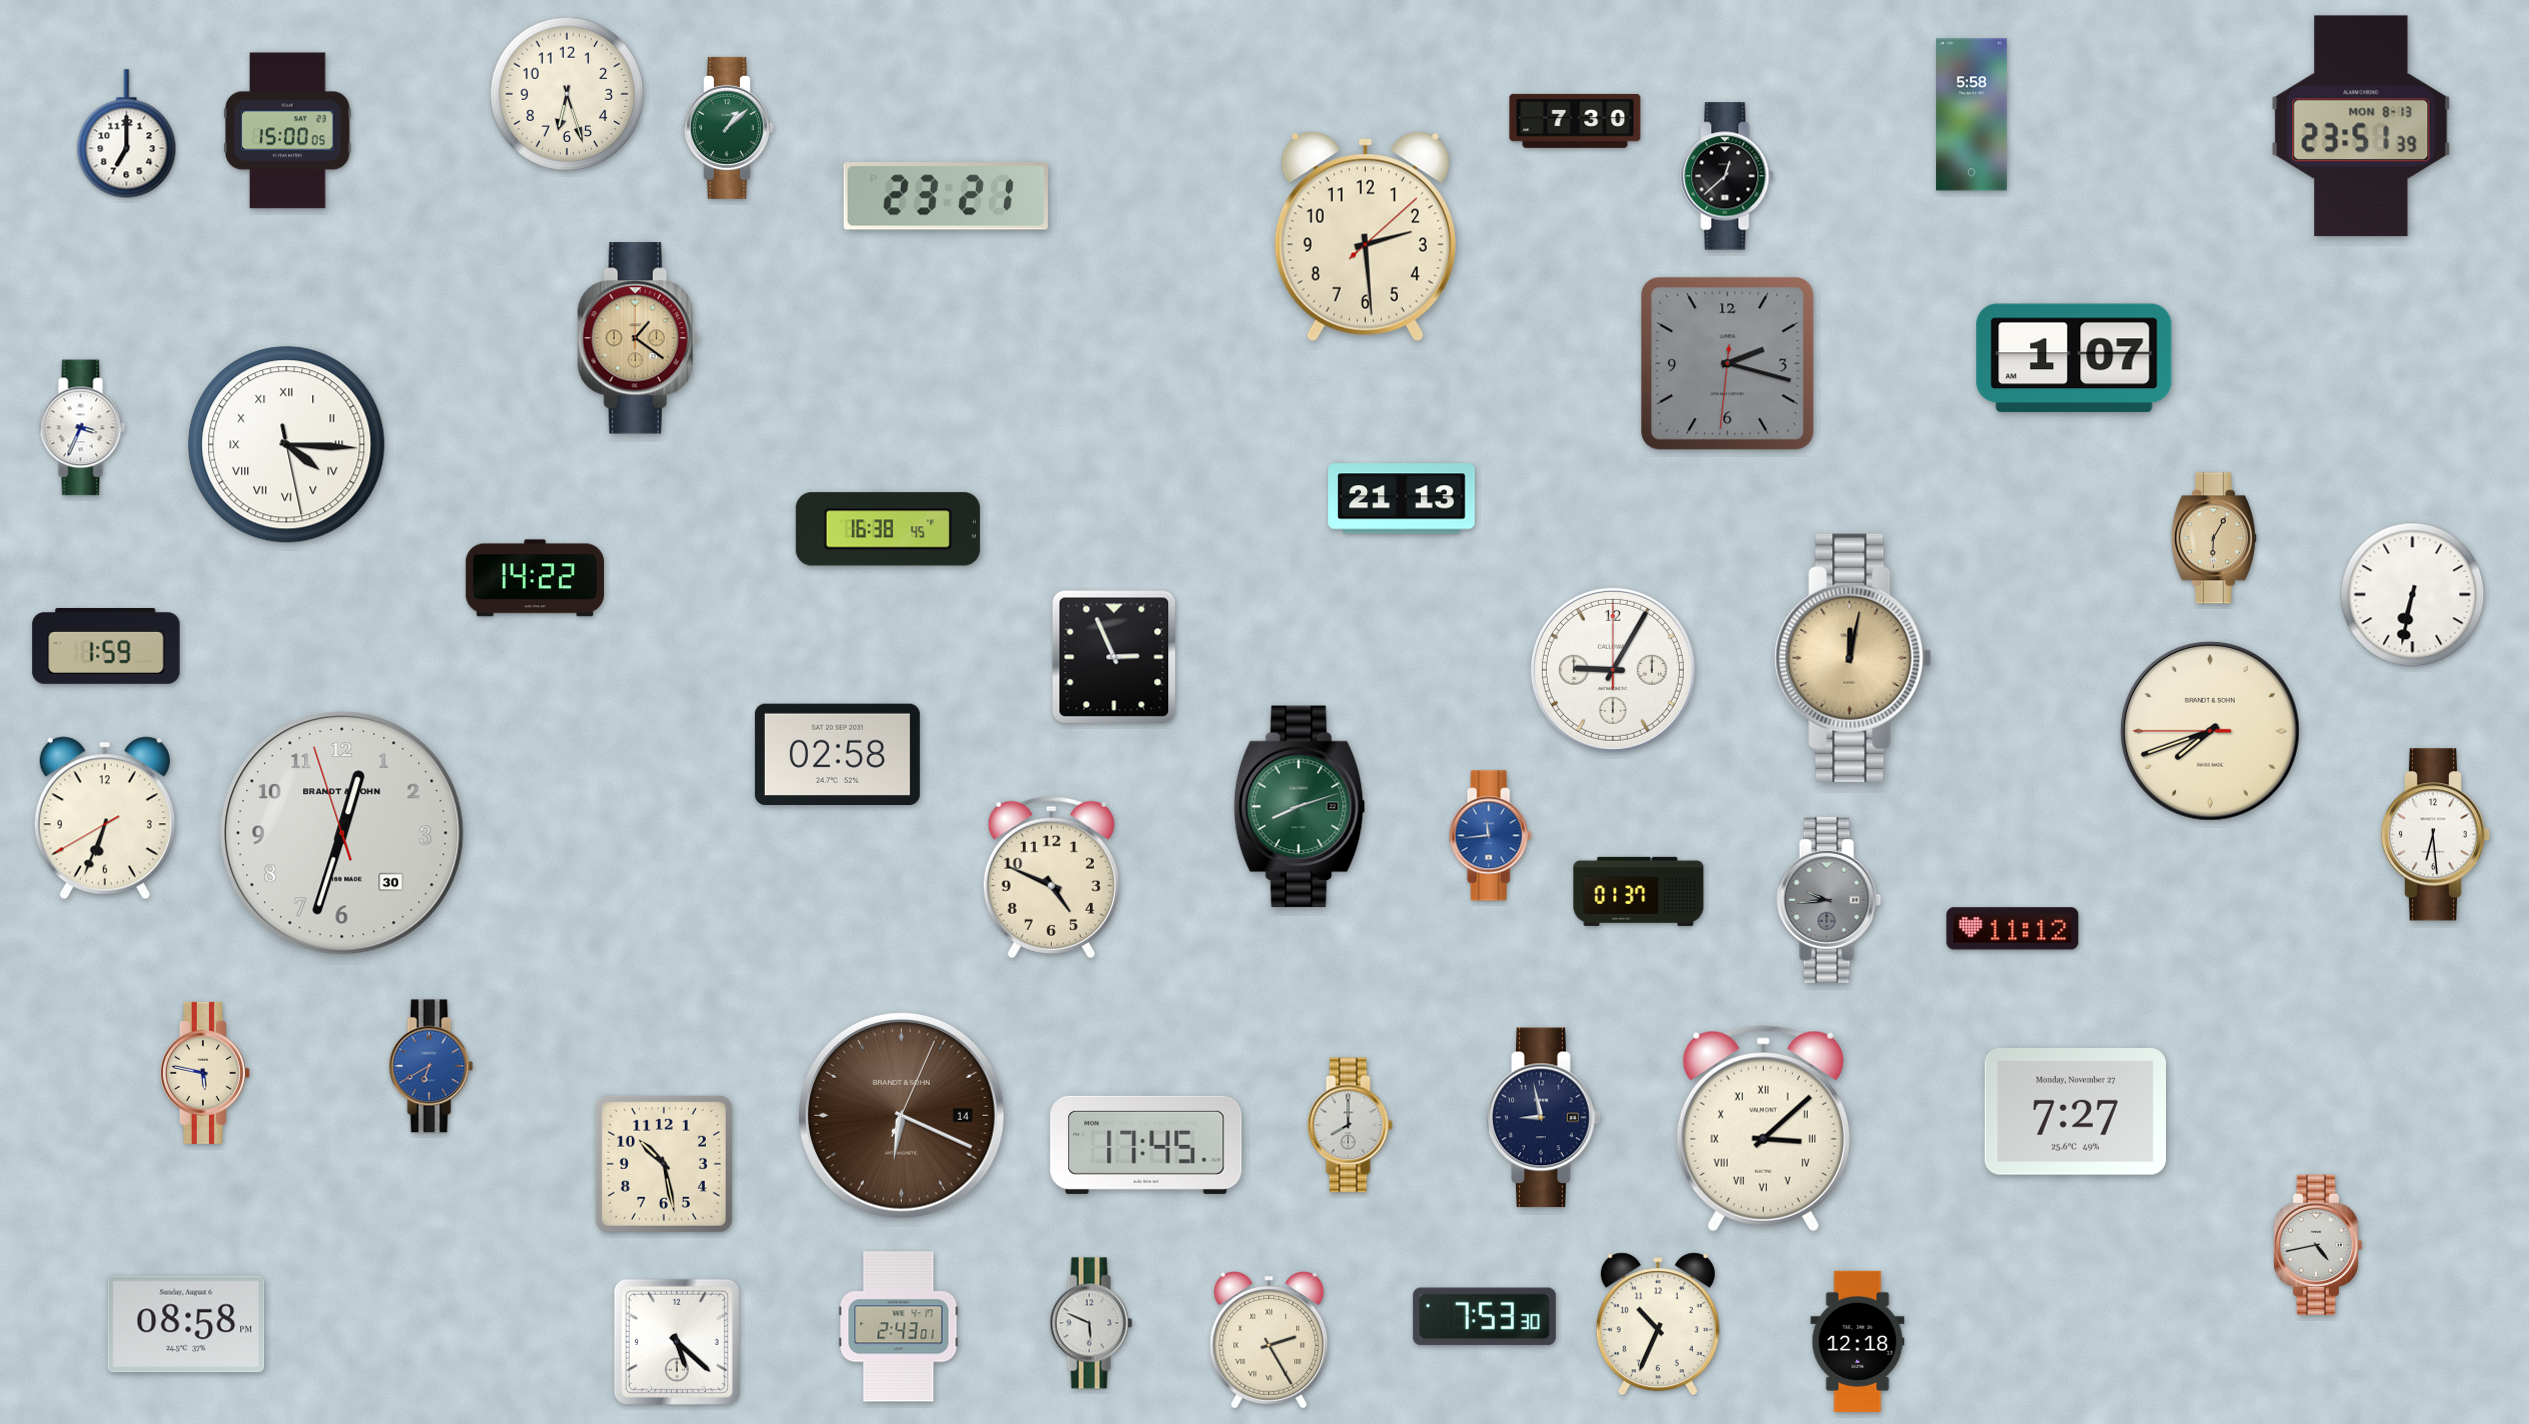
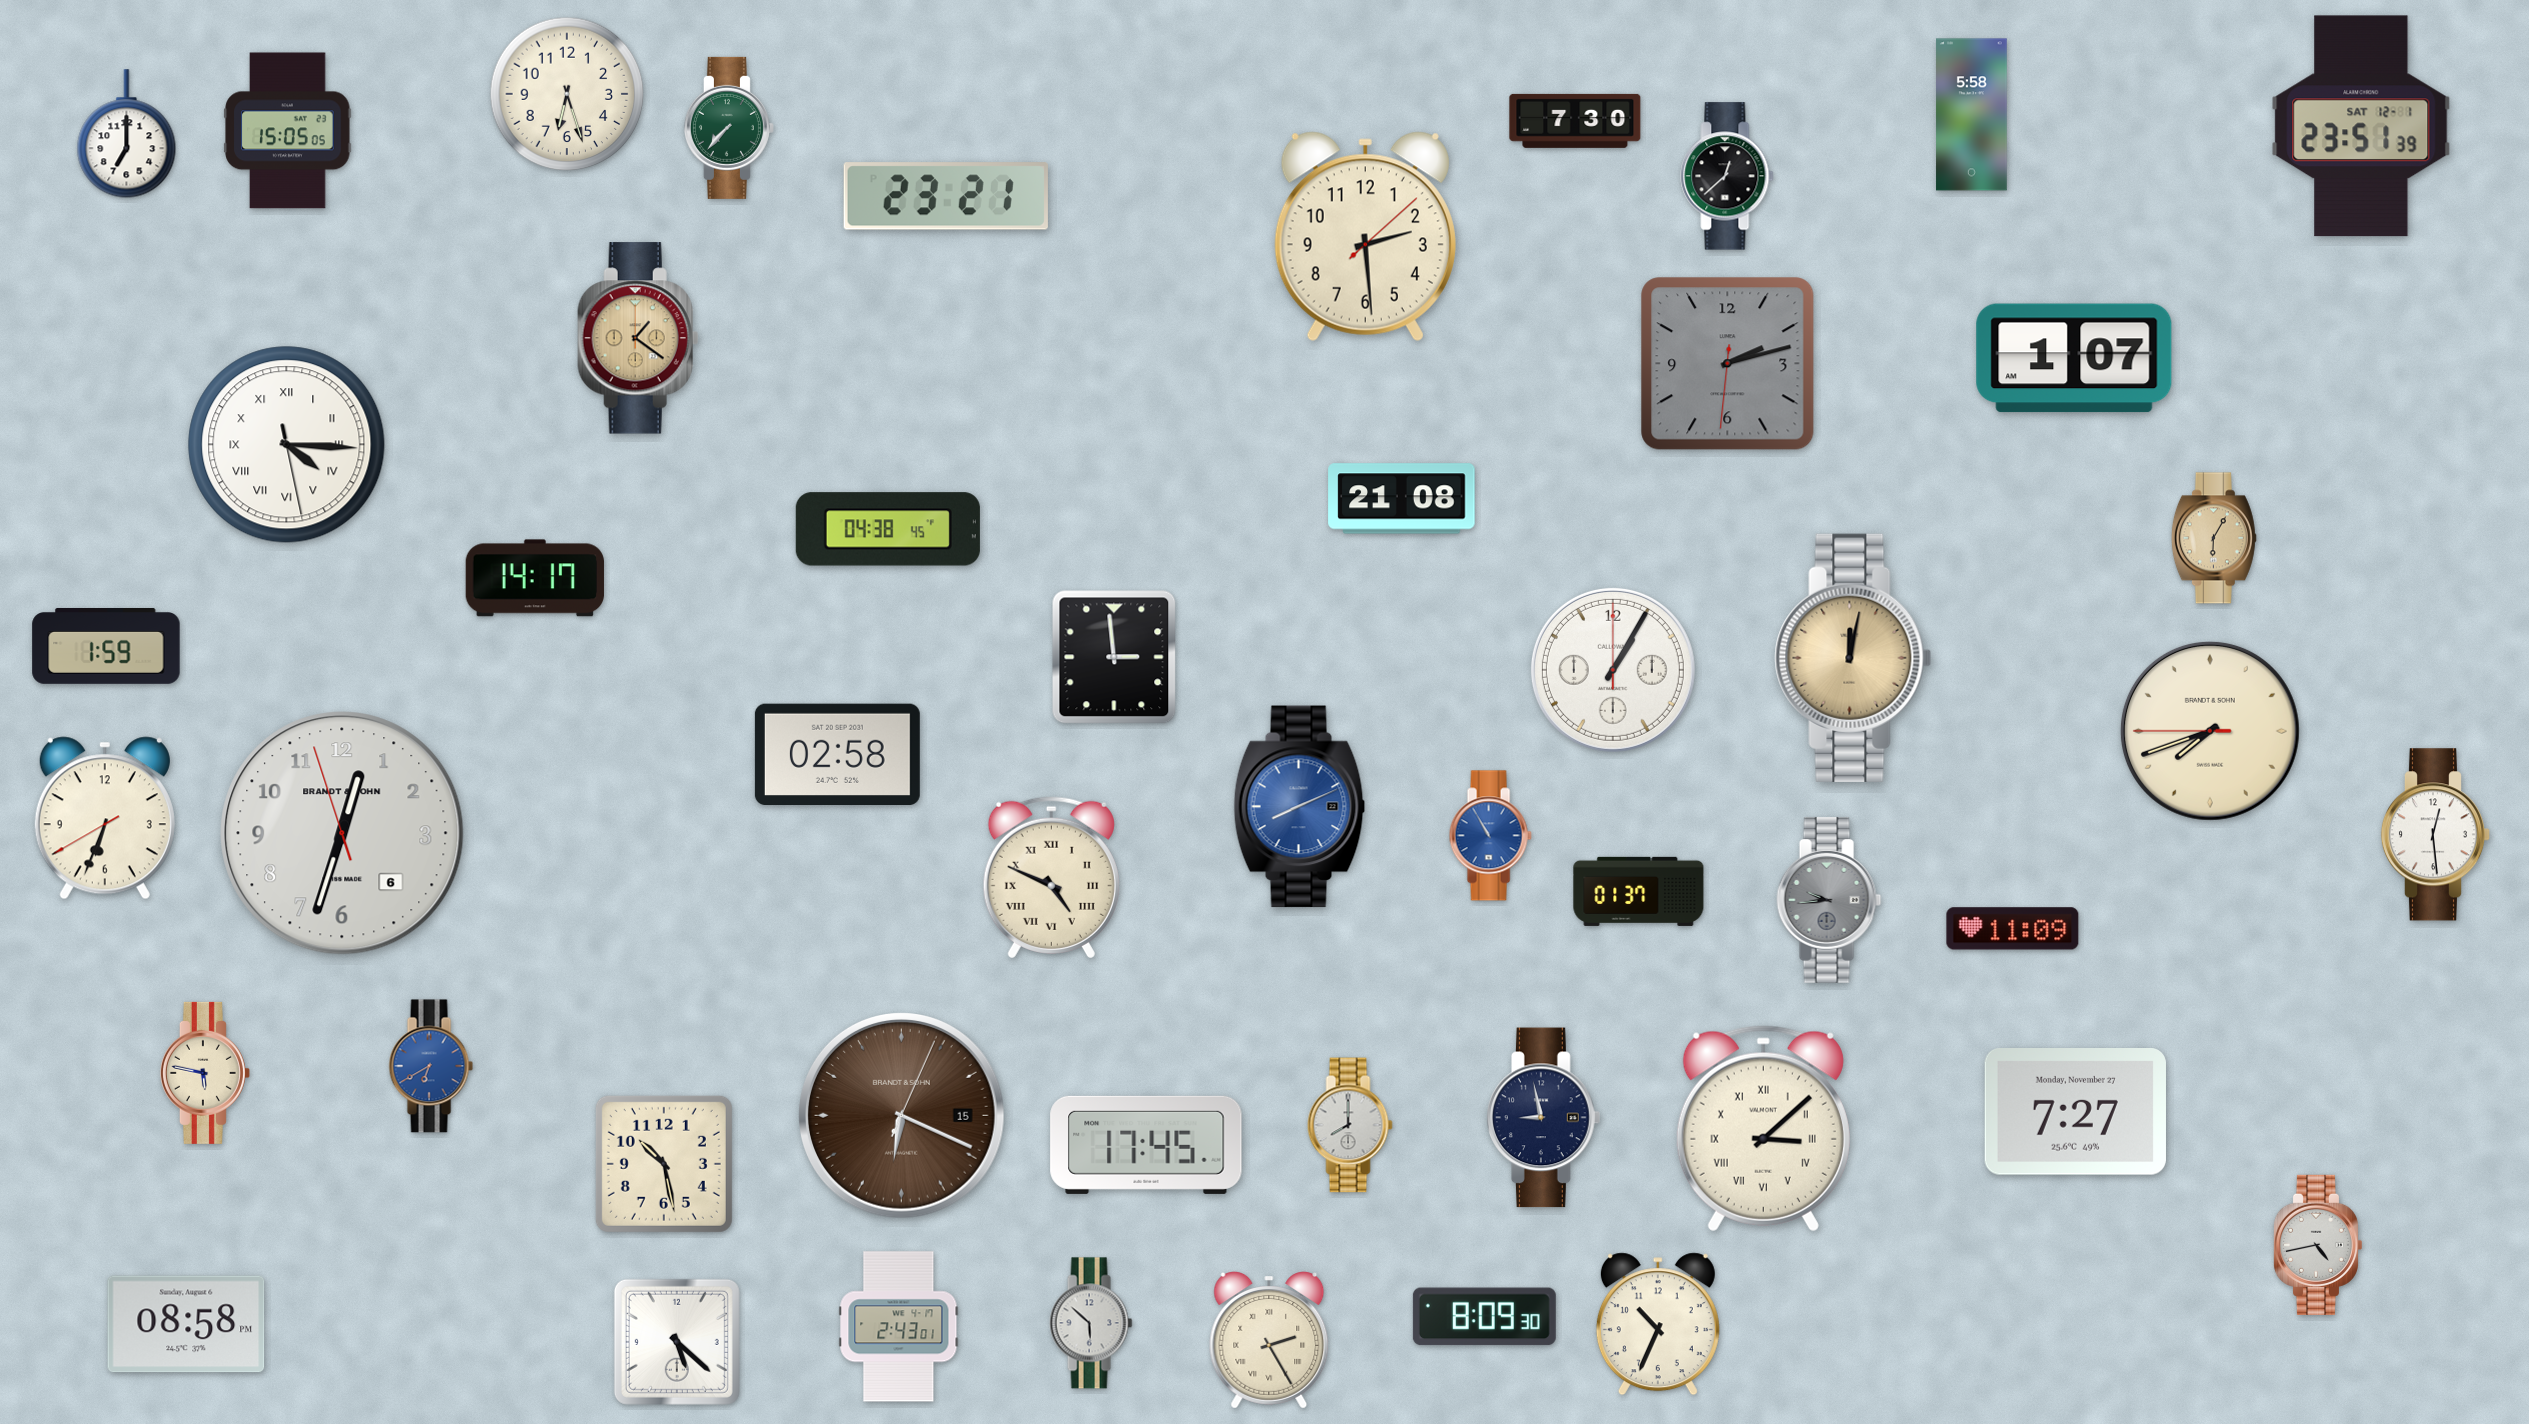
clock at (2361, 126) date: MON 8-13 -> SAT 12-1
clock at (729, 128): 1:08 -> 7:37
clock at (288, 131): 15:00 -> 15:05
clock at (1728, 364): 2:17 -> 2:12
clock at (83, 428): 3:34 -> none
clock at (1402, 499): 21:13 -> 21:08
clock at (888, 529): 16:38 -> 04:38
clock at (535, 578): 14:22 -> 14:17
clock at (2413, 595): 6:32 -> none
clock at (1114, 657): 2:56 -> 2:59
clock at (1613, 670): 9:05 -> 1:05
clock at (1300, 807): 8:12 -> 8:11
clock at (1300, 807) dial: green -> blue
clock at (342, 833) date: 30 -> 6
clock at (2436, 835): 6:29 -> 12:29
clock at (1490, 836): 11:44 -> 10:55
clock at (1051, 877) numerals: Arabic -> Roman
clock at (2013, 929): 11:12 -> 11:09
clock at (902, 1116) date: 14 -> 15
clock at (1484, 1317): 7:53 -> 8:09
clock at (1091, 1323): 5:49 -> 5:52
clock at (1858, 1341): 12:18 -> none
